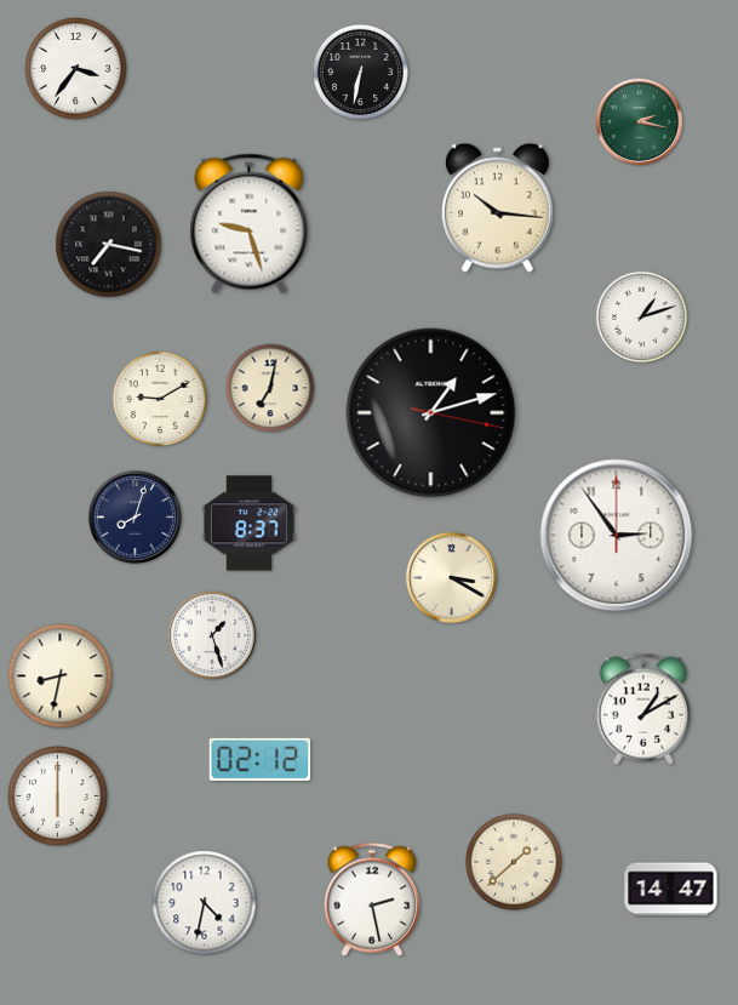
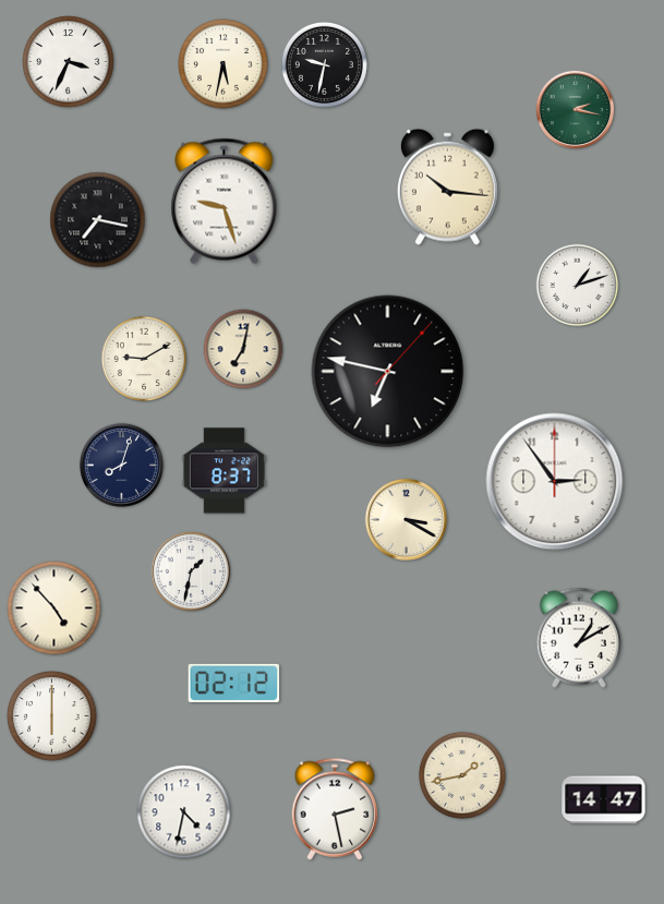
clock at (76, 69): 3:36 -> 3:34
clock at (224, 64): none -> 5:32
clock at (360, 72): 6:32 -> 9:32
clock at (431, 413): 1:12 -> 6:47
clock at (212, 635): 1:27 -> 1:32
clock at (61, 676): 8:32 -> 4:53
clock at (514, 862): 1:38 -> 1:43
